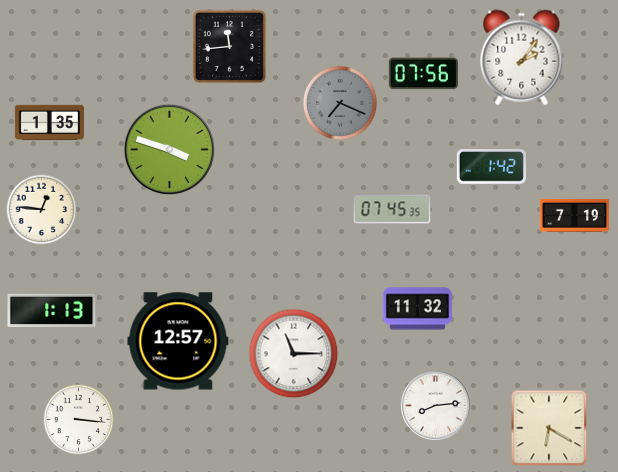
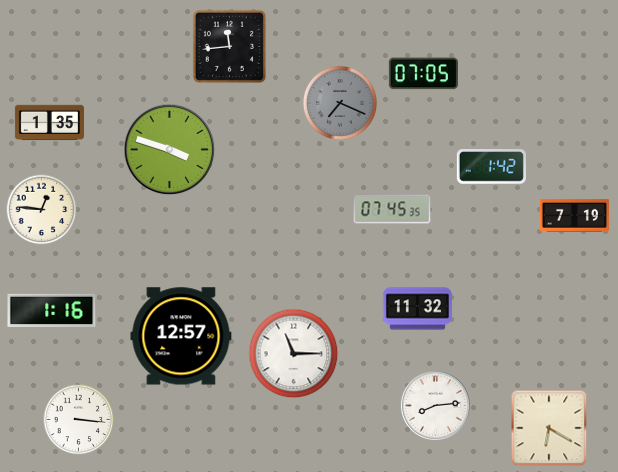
clock at (522, 58): 2:06 -> none
clock at (423, 74): 07:56 -> 07:05
clock at (52, 311): 1:13 -> 1:16
clock at (178, 341) position: (178, 341) -> (181, 336)
